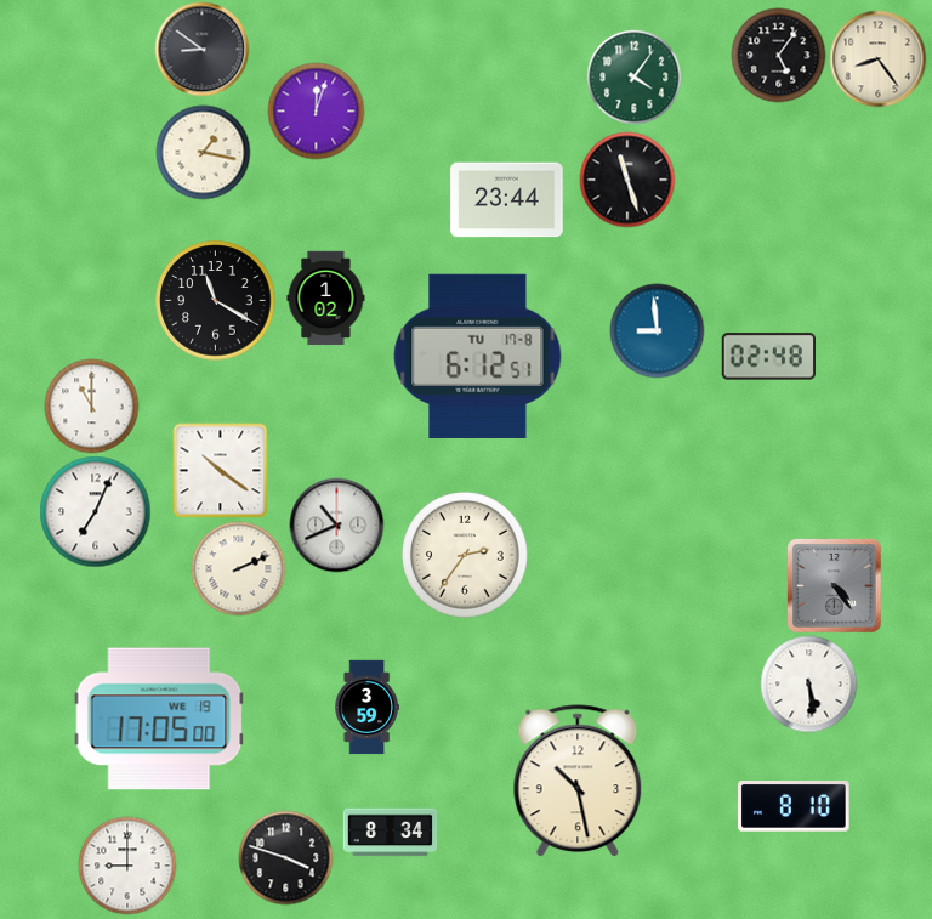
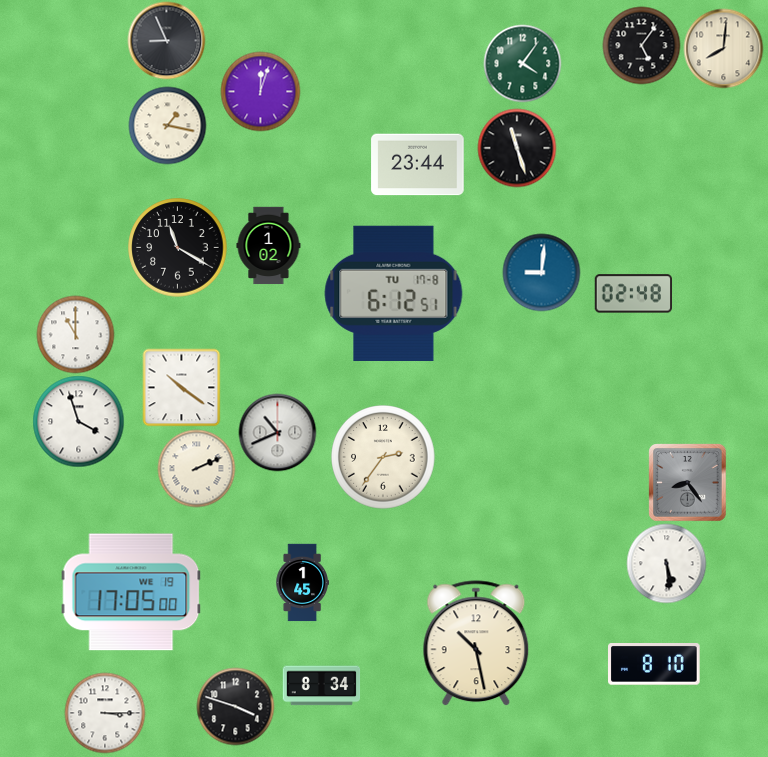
clock at (201, 49): 8:51 -> 8:56
clock at (877, 58): 8:24 -> 8:01
clock at (657, 330): 8:59 -> 9:01
clock at (95, 511): 7:04 -> 3:57
clock at (834, 585): 4:24 -> 8:24
clock at (366, 707): 3:59 -> 1:45
clock at (127, 866): 9:00 -> 3:15
